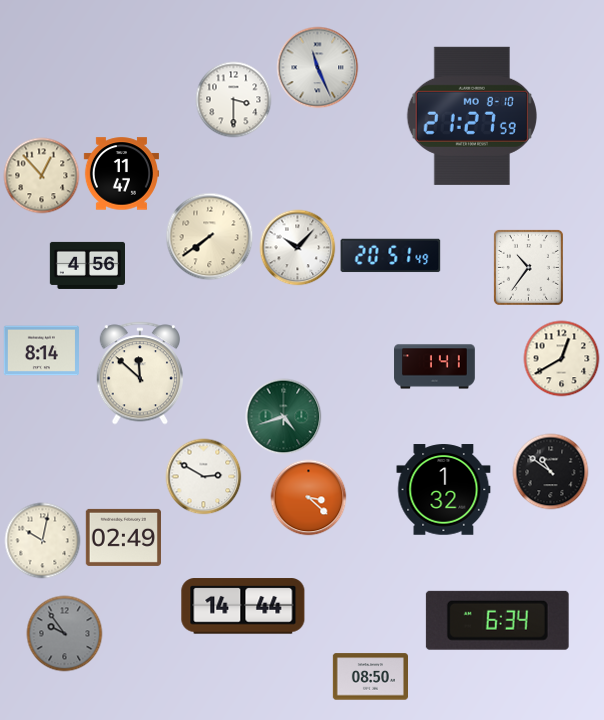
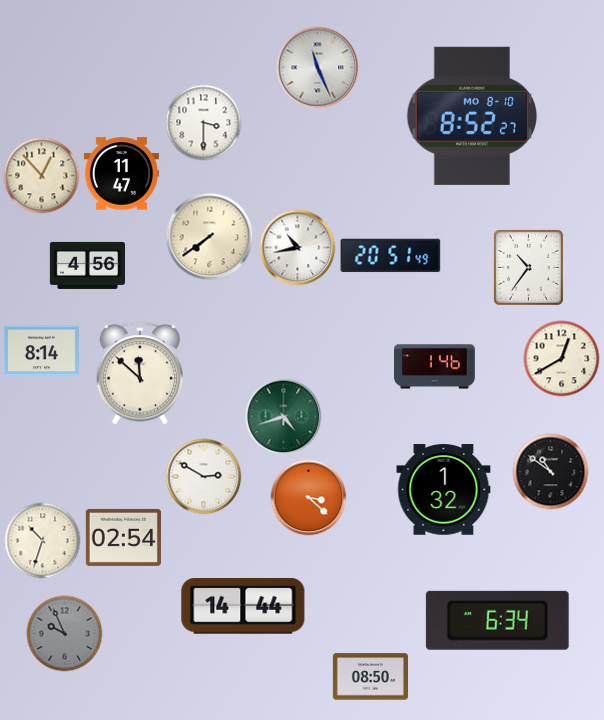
clock at (234, 100) position: (234, 100) -> (204, 123)
clock at (472, 116): 21:27 -> 8:52
clock at (298, 248): 10:07 -> 10:43
clock at (435, 367): 1:41 -> 1:46
clock at (123, 537): 02:49 -> 02:54
clock at (43, 541): 10:02 -> 10:33
clock at (65, 634): 9:54 -> 9:56
